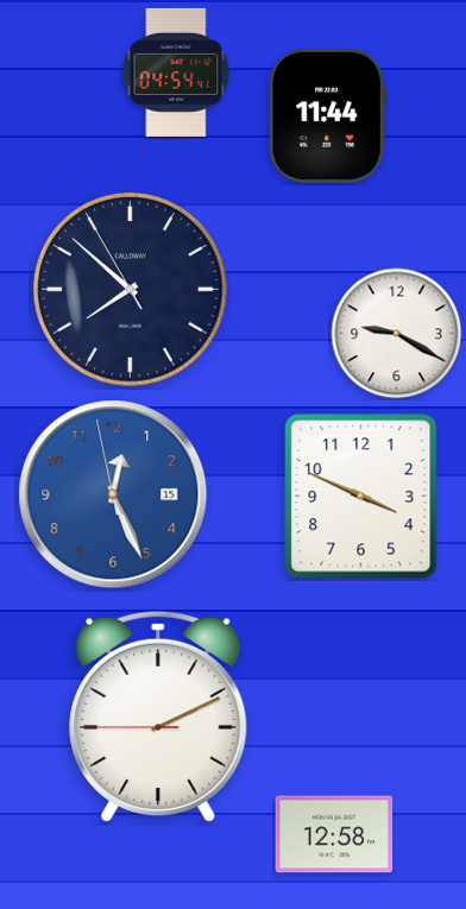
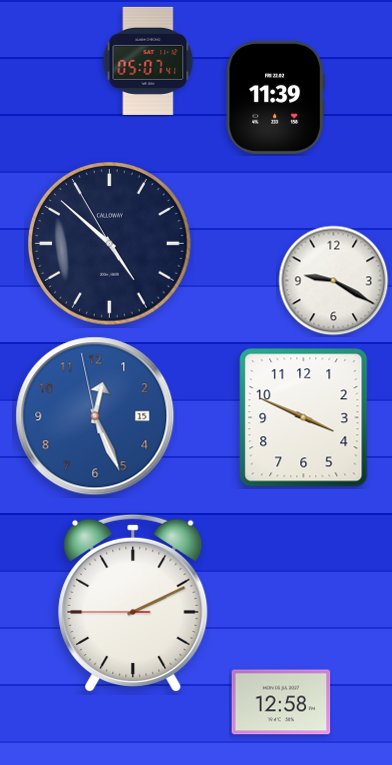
clock at (176, 72): 04:54 -> 05:07
clock at (327, 115): 11:44 -> 11:39
clock at (131, 290): 7:51 -> 4:51
